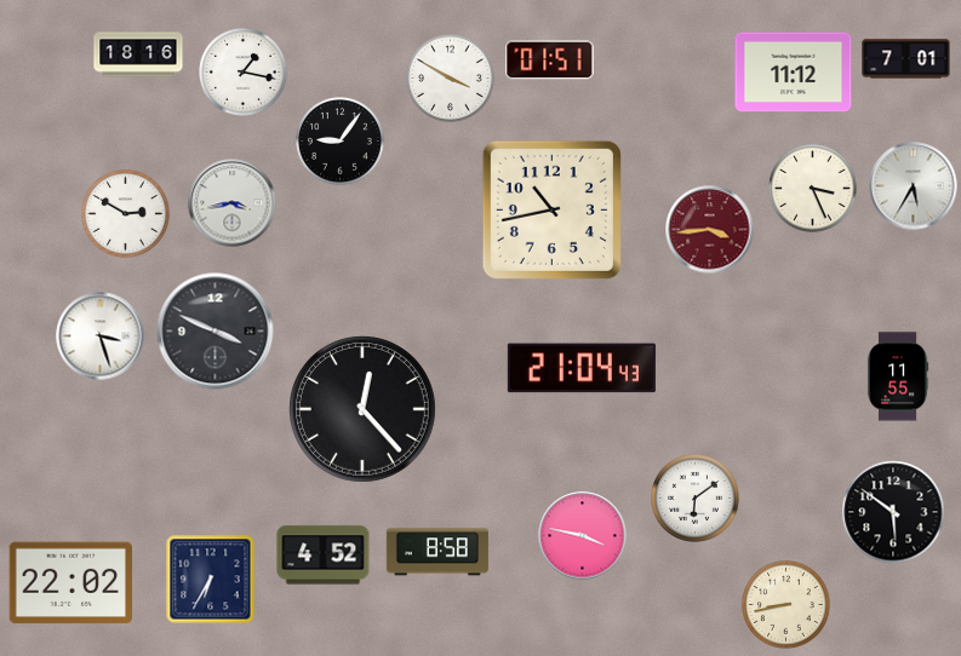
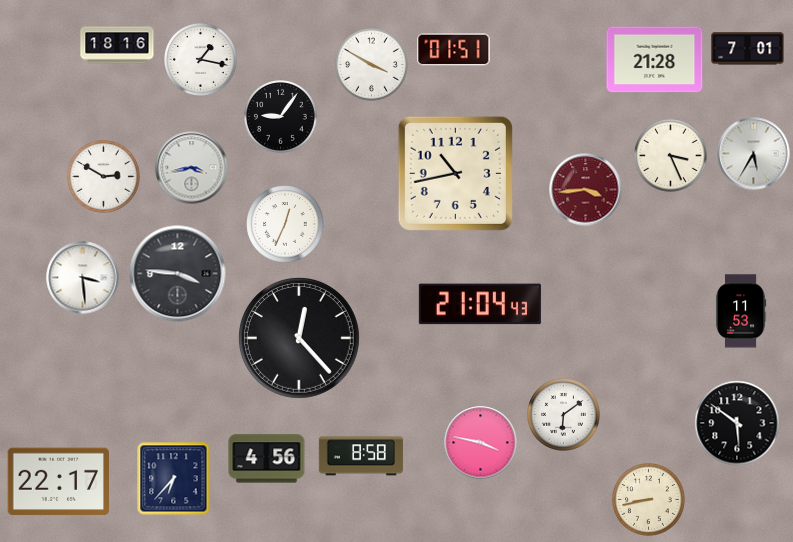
clock at (138, 54) position: (138, 54) -> (117, 45)
clock at (794, 73): 11:12 -> 21:28
clock at (285, 224): none -> 12:34
clock at (216, 332): 3:49 -> 3:46
clock at (101, 336): 3:27 -> 3:29
clock at (898, 376): 11:55 -> 11:53
clock at (696, 499) position: (696, 499) -> (564, 415)
clock at (324, 556): 4:52 -> 4:56
clock at (211, 580): 6:35 -> 6:37
clock at (71, 583): 22:02 -> 22:17
